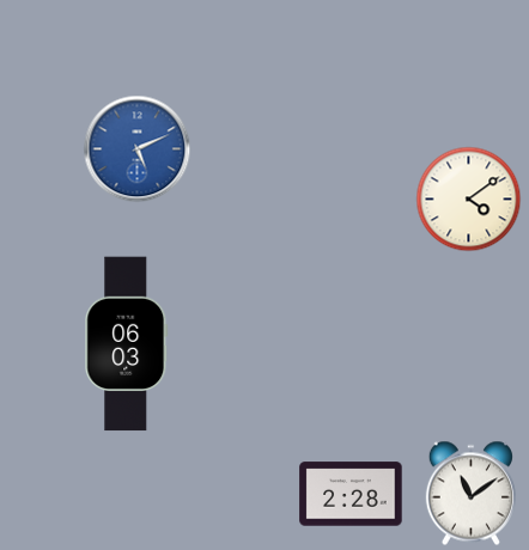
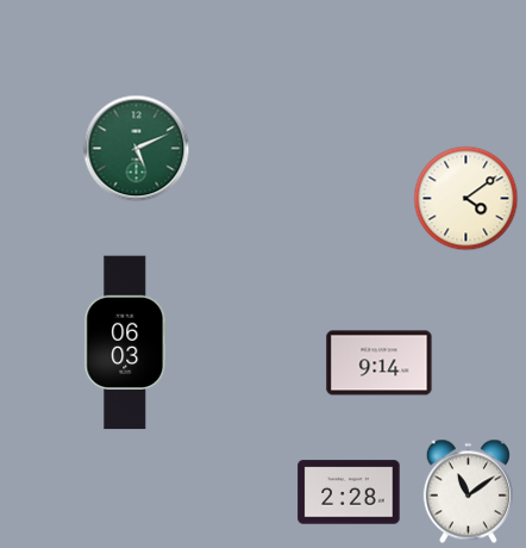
clock at (138, 149) dial: blue -> green
clock at (380, 363): none -> 9:14
